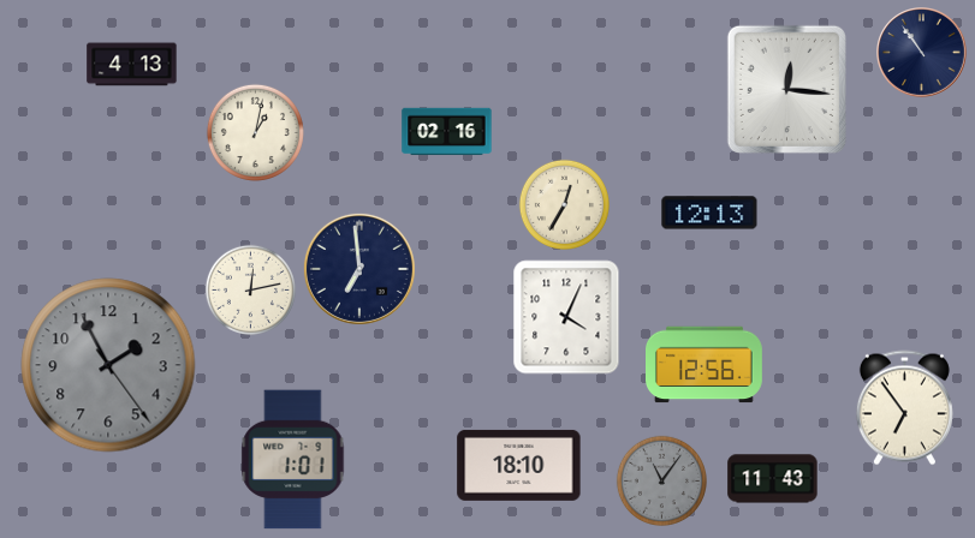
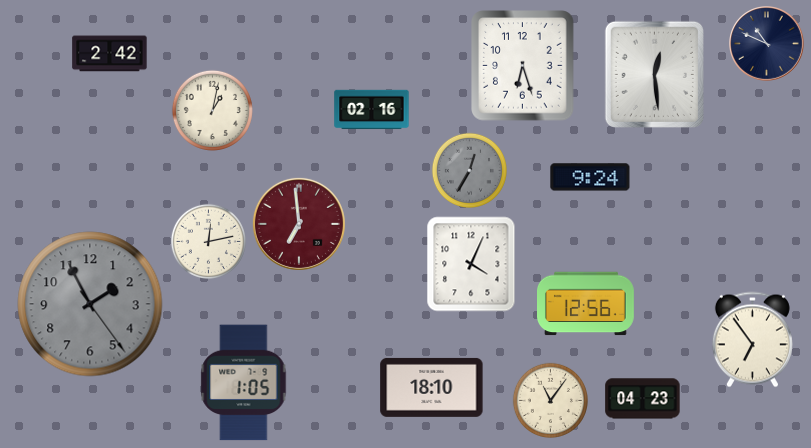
clock at (922, 53): 10:54 -> 10:49
clock at (132, 65): 4:13 -> 2:42
clock at (523, 66): none -> 6:27
clock at (786, 89): 12:16 -> 12:29
clock at (564, 204) dial: cream -> grey
clock at (709, 213): 12:13 -> 9:24
clock at (359, 269) dial: navy -> burgundy
clock at (293, 460): 1:01 -> 1:05
clock at (773, 479): 11:43 -> 04:23
clock at (661, 480) dial: grey -> cream
